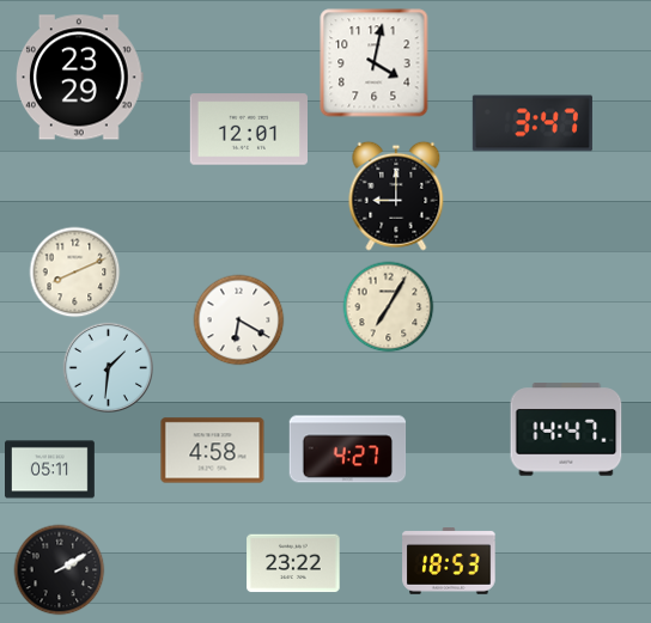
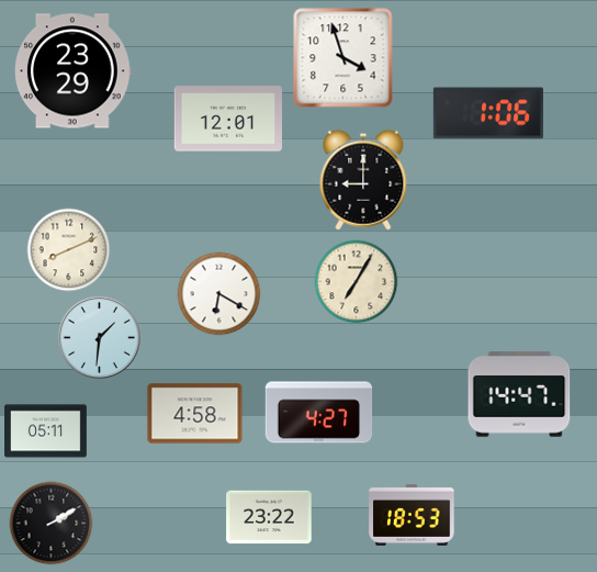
clock at (375, 63): 4:02 -> 3:57
clock at (533, 123): 3:47 -> 1:06
clock at (60, 570) position: (60, 570) -> (52, 524)
